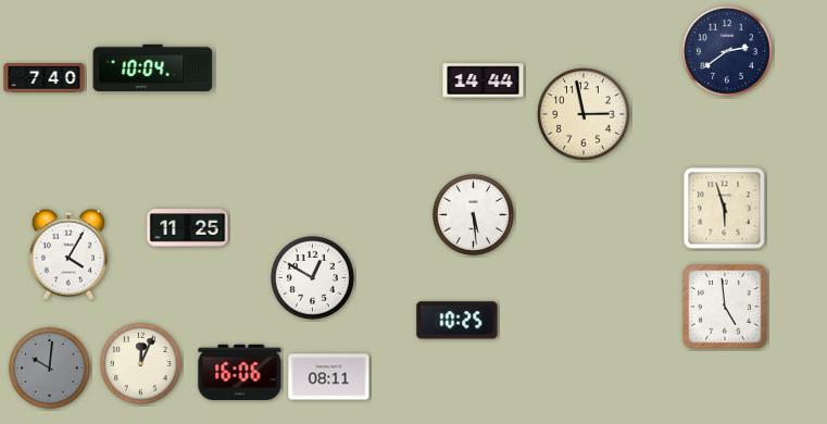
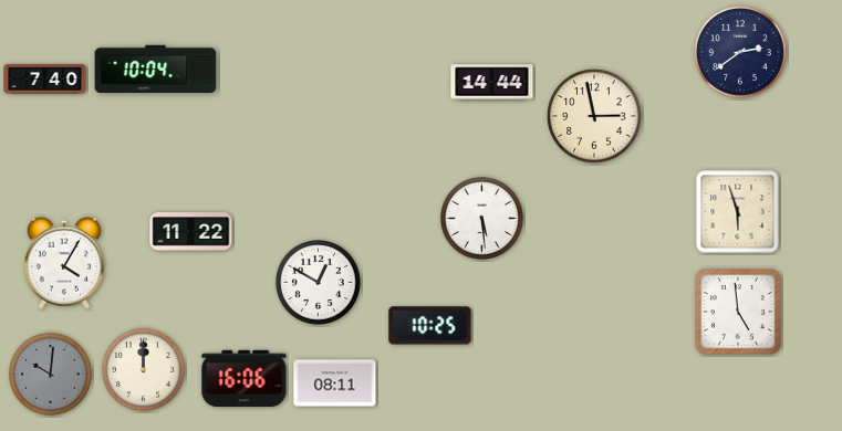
clock at (188, 228): 11:25 -> 11:22
clock at (68, 254) position: (68, 254) -> (64, 263)
clock at (458, 321) position: (458, 321) -> (430, 326)
clock at (141, 364): 12:04 -> 12:00
